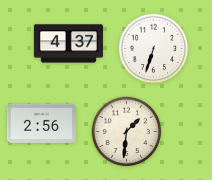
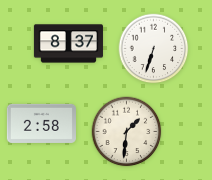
clock at (68, 44): 4:37 -> 8:37
clock at (41, 123): 2:56 -> 2:58
